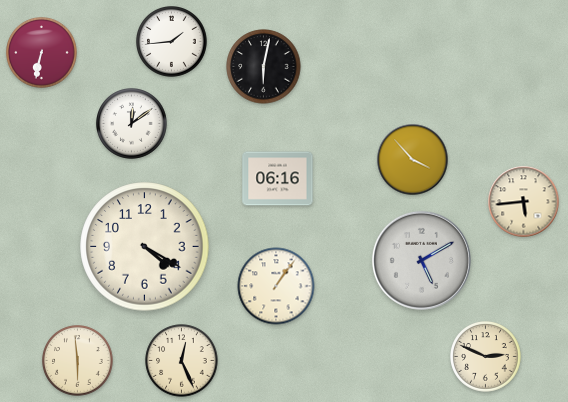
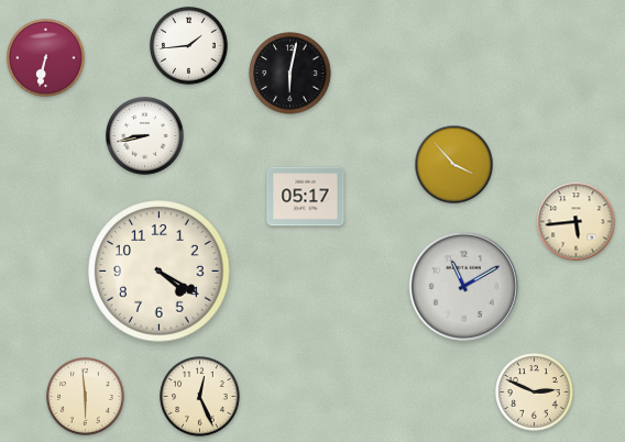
clock at (132, 124): 12:09 -> 8:43
clock at (413, 160) position: (413, 160) -> (454, 165)
clock at (278, 179): 06:16 -> 05:17
clock at (421, 260): 5:10 -> 11:10
clock at (276, 286): 1:06 -> none
